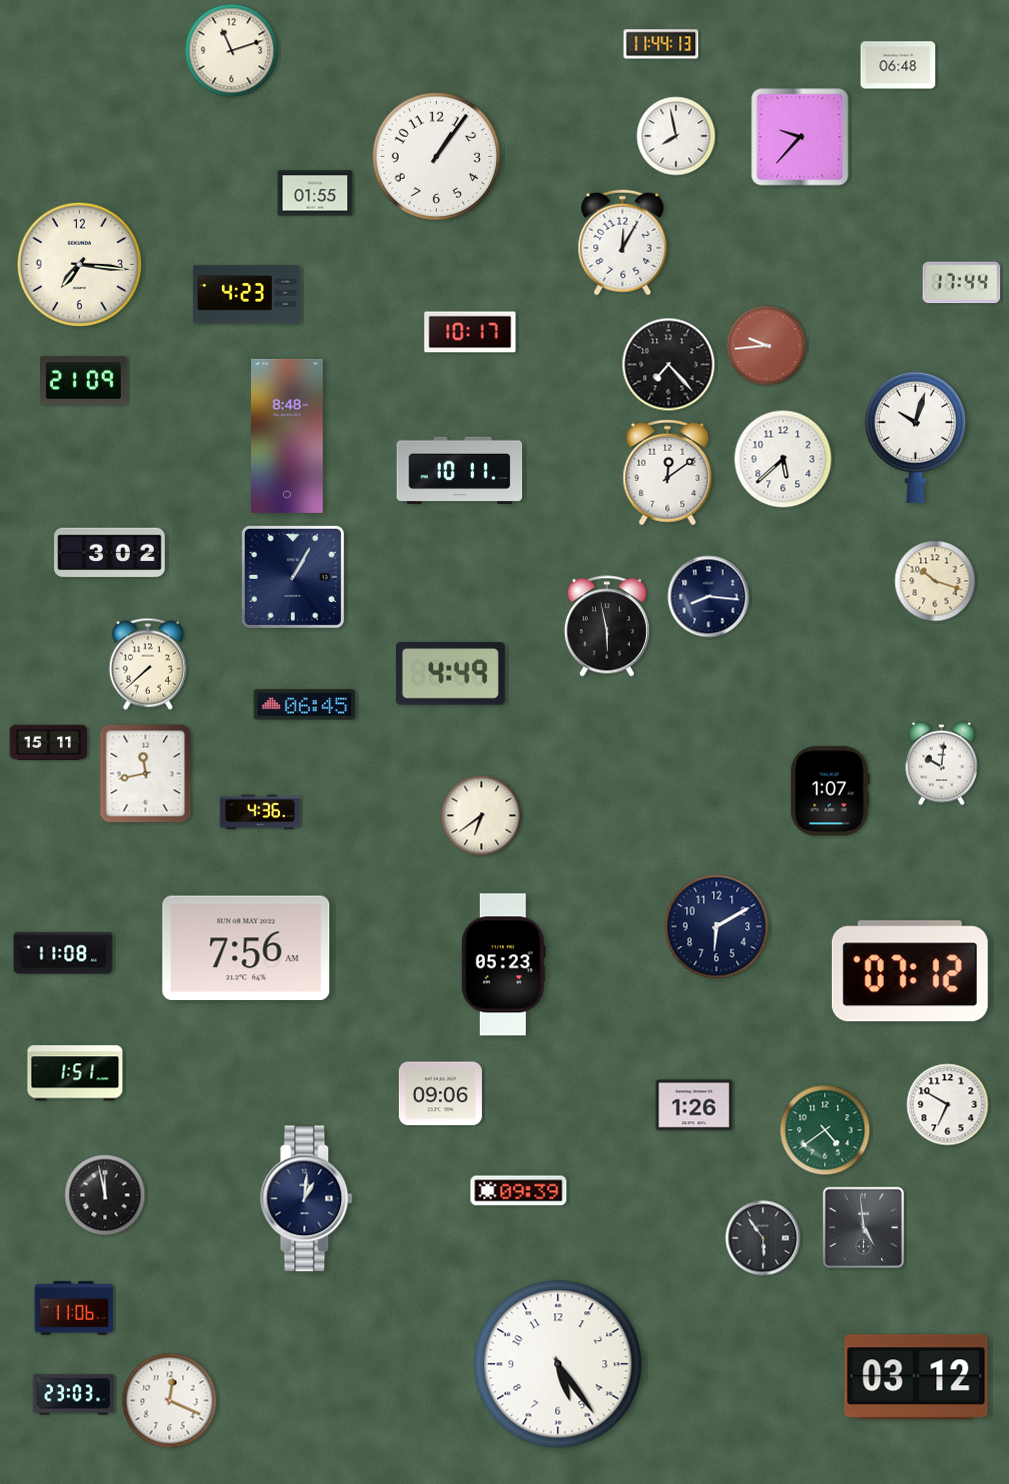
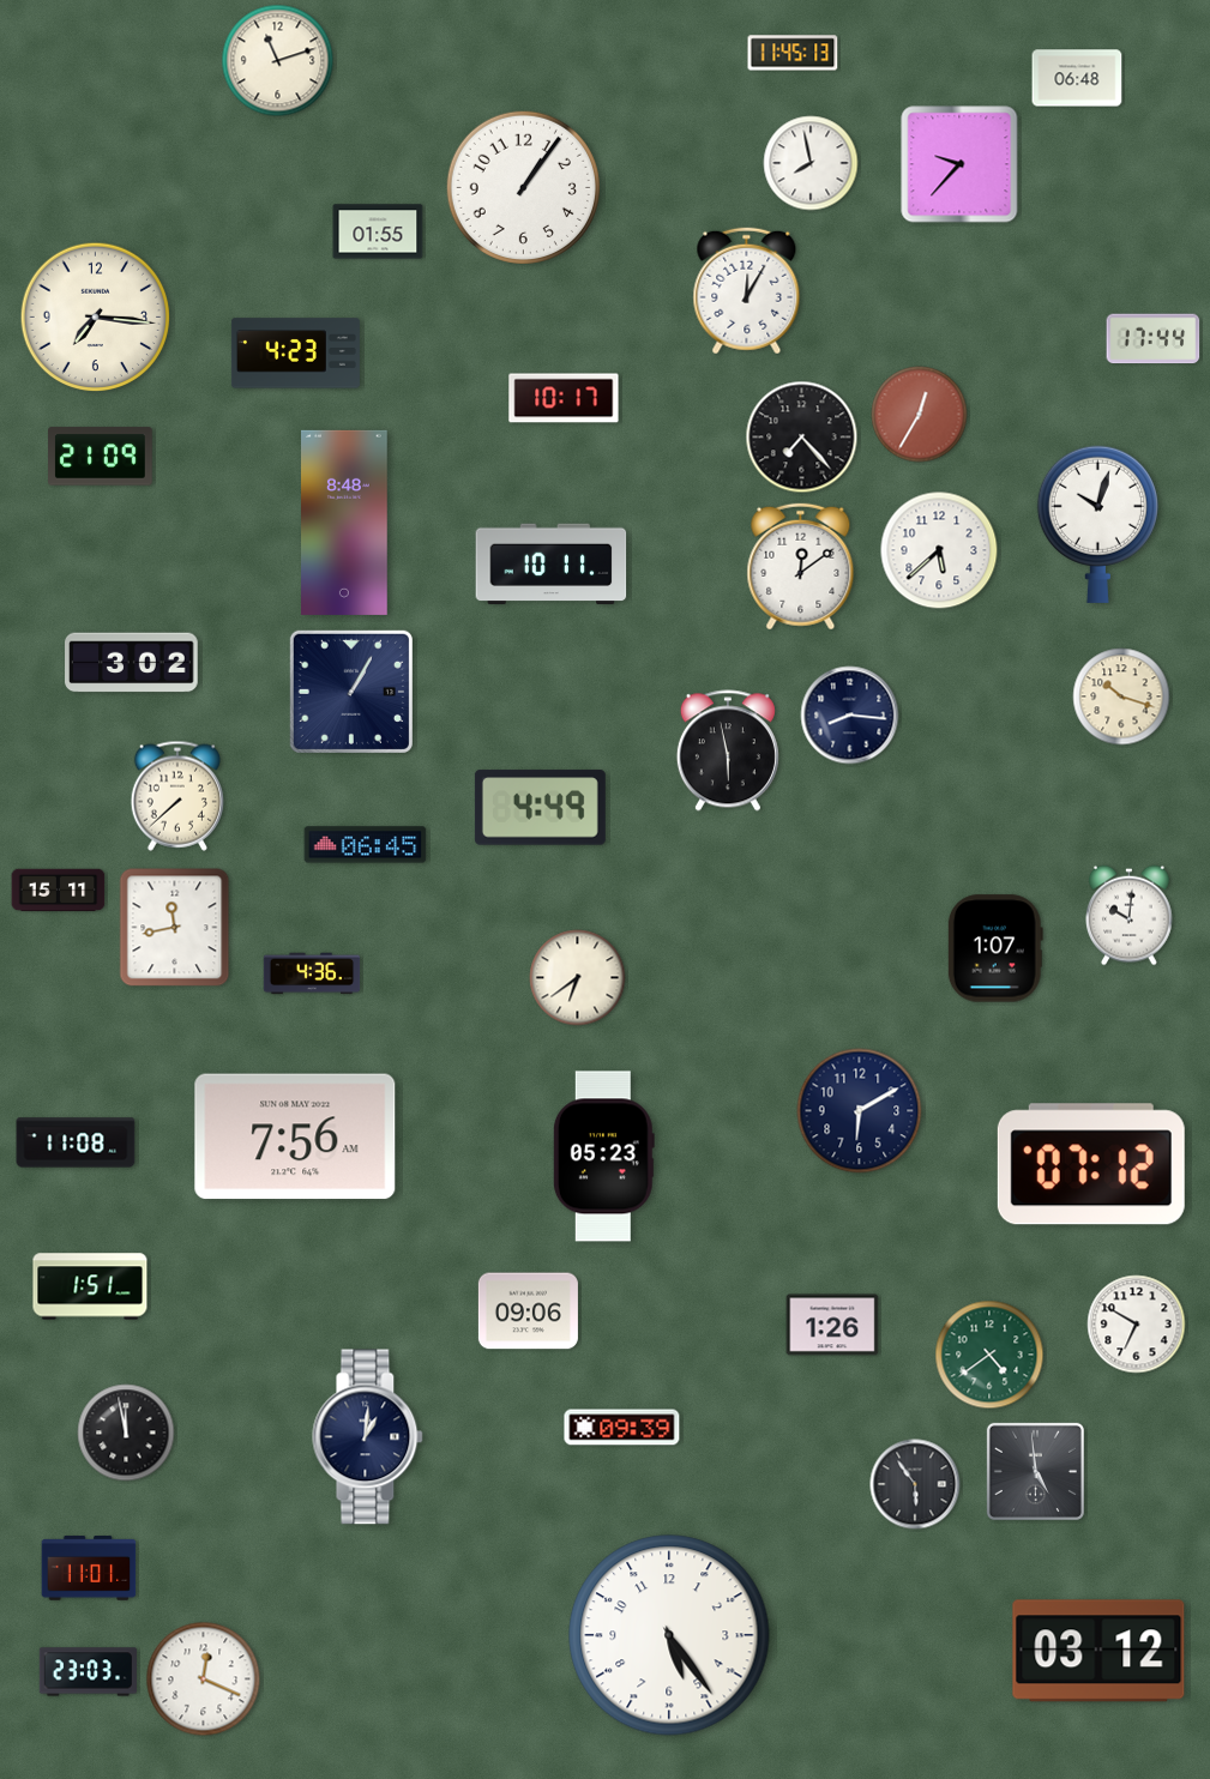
clock at (661, 44): 11:44 -> 11:45
clock at (767, 346): 9:44 -> 12:35
clock at (74, 1308): 11:06 -> 11:01
